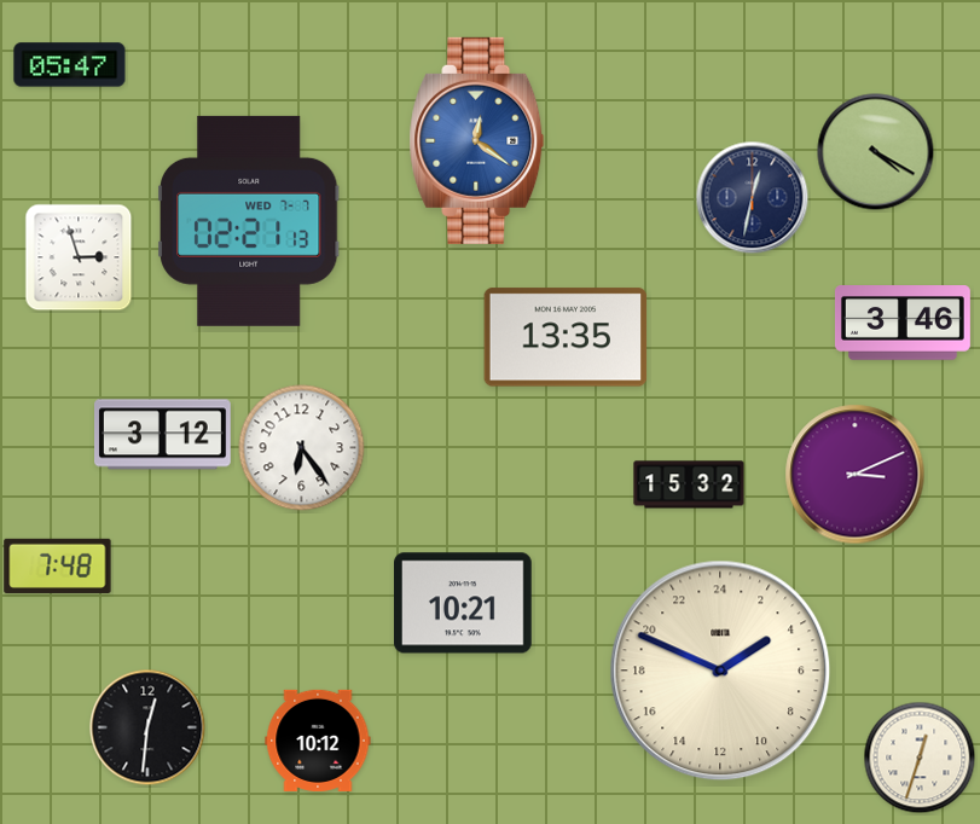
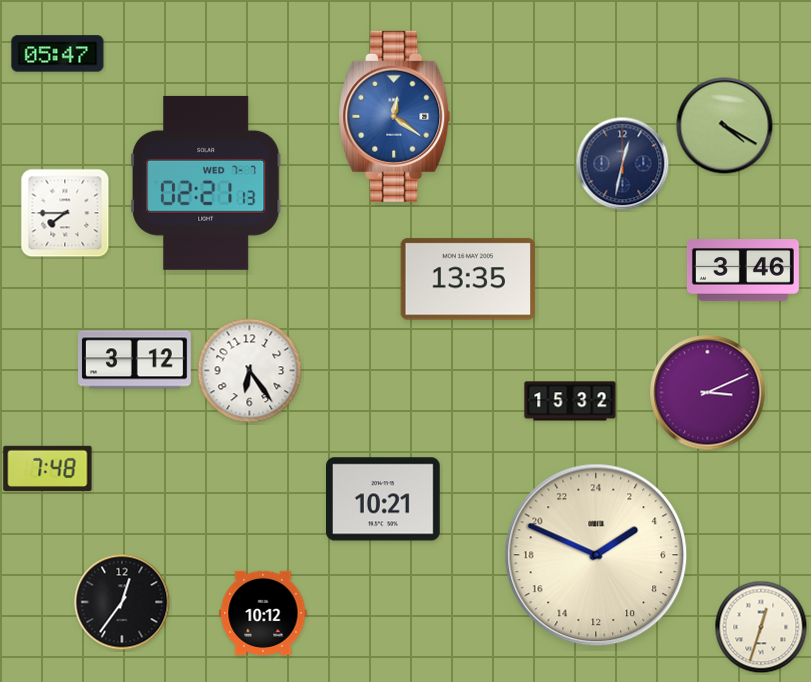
clock at (79, 257): 2:57 -> 7:45
clock at (903, 323) position: (903, 323) -> (743, 270)
clock at (147, 727): 12:31 -> 12:36
